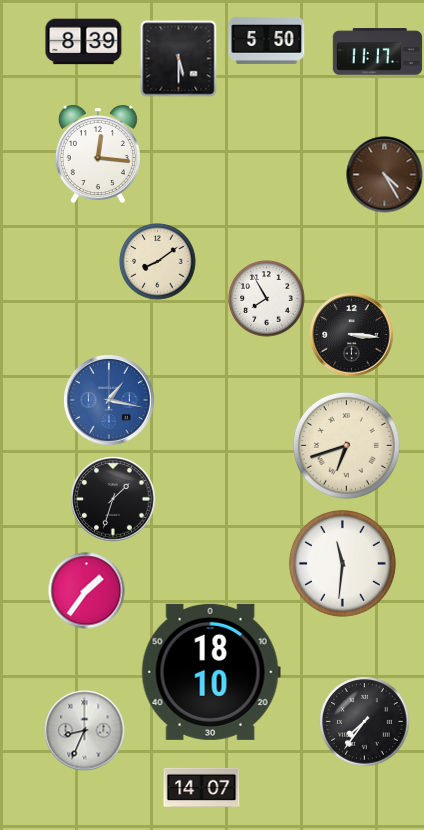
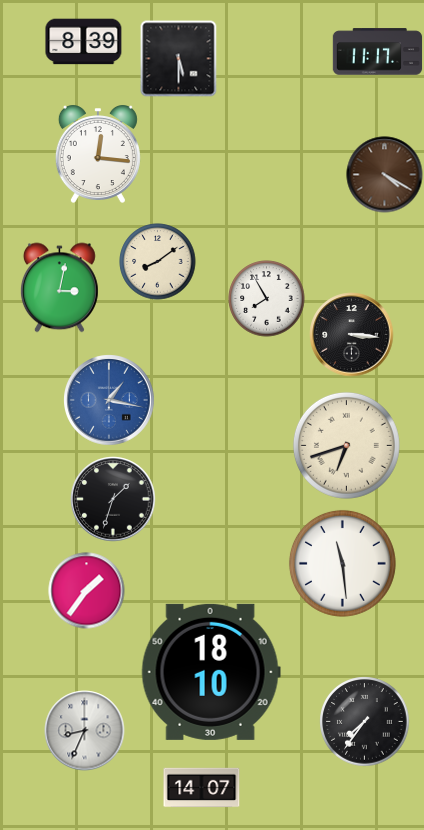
clock at (267, 40): 5:50 -> none
clock at (385, 175): 4:25 -> 4:20
clock at (59, 288): none -> 3:02
clock at (342, 563): 11:31 -> 11:29
